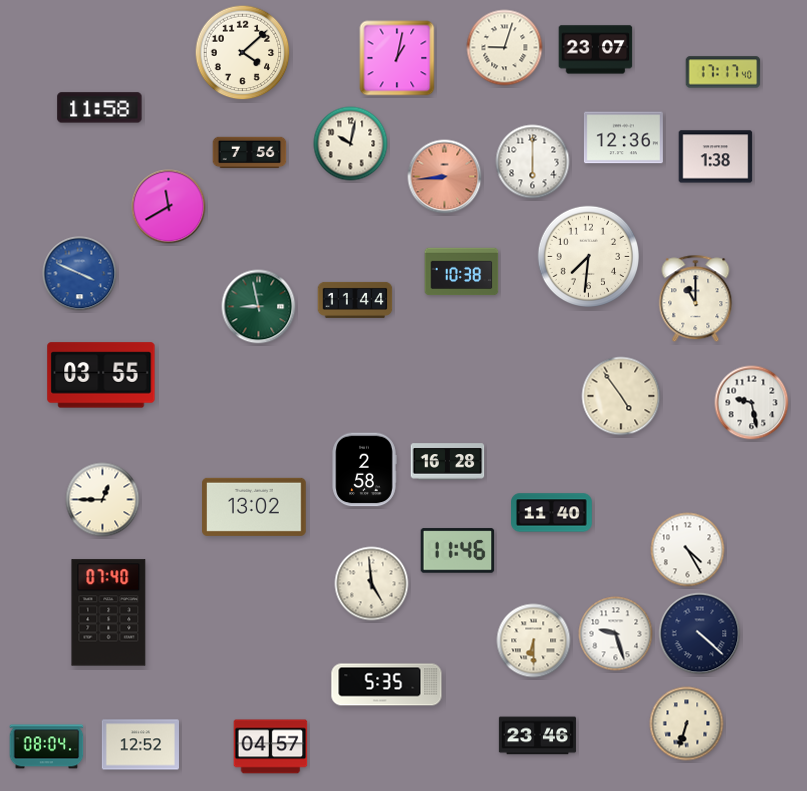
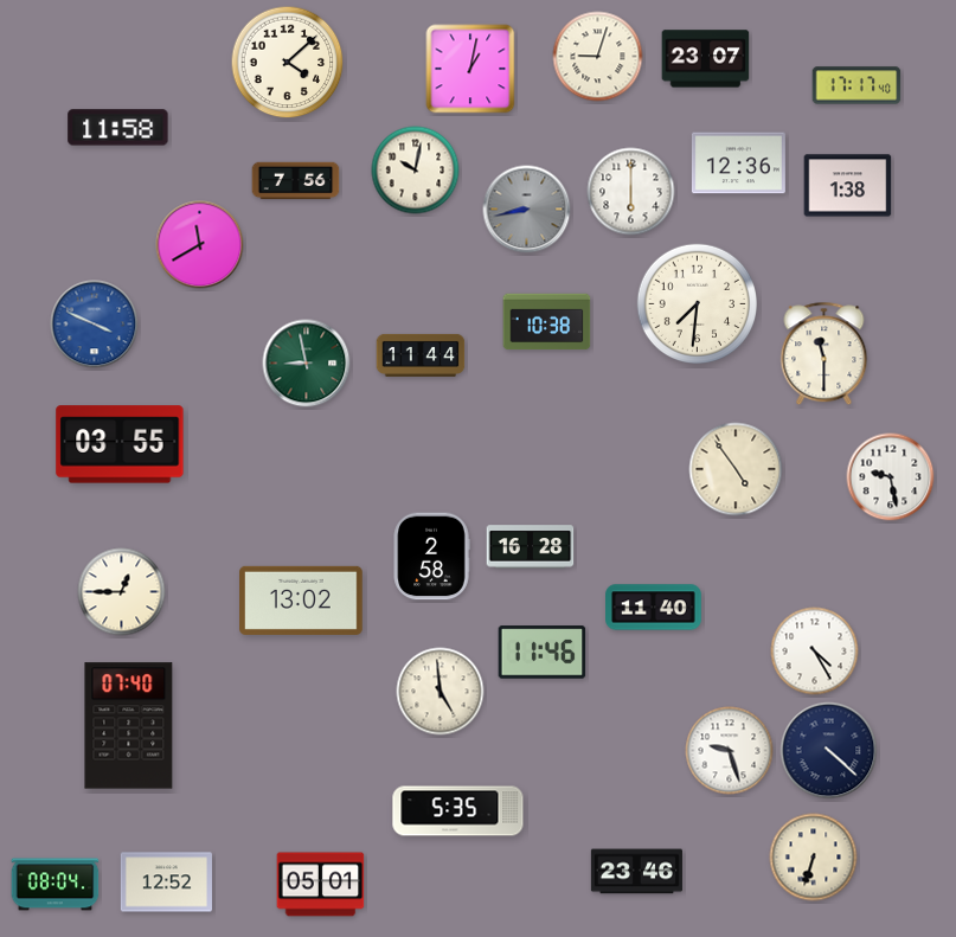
clock at (445, 177): 8:44 -> 8:43
clock at (445, 177) dial: salmon -> grey
clock at (696, 299): 11:00 -> 11:30
clock at (534, 641): 6:30 -> none
clock at (271, 747): 04:57 -> 05:01
